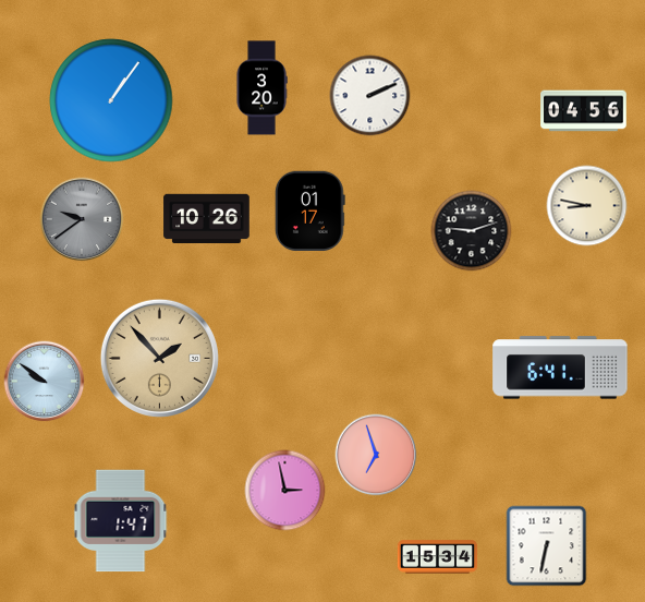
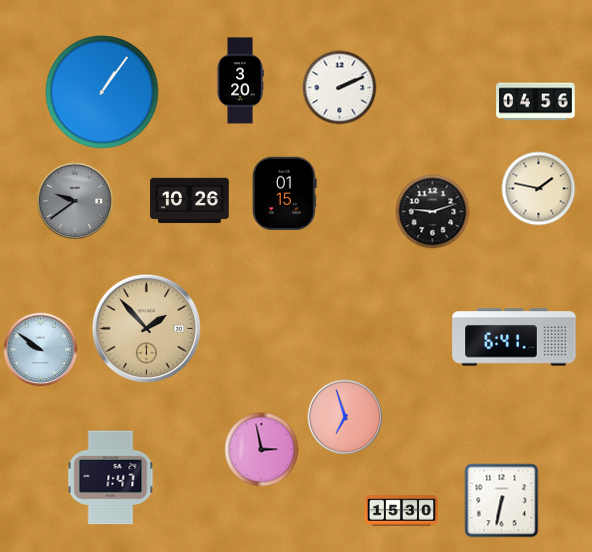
clock at (587, 206): 8:47 -> 1:47
clock at (309, 210): 01:17 -> 01:15
clock at (438, 557): 15:34 -> 15:30
